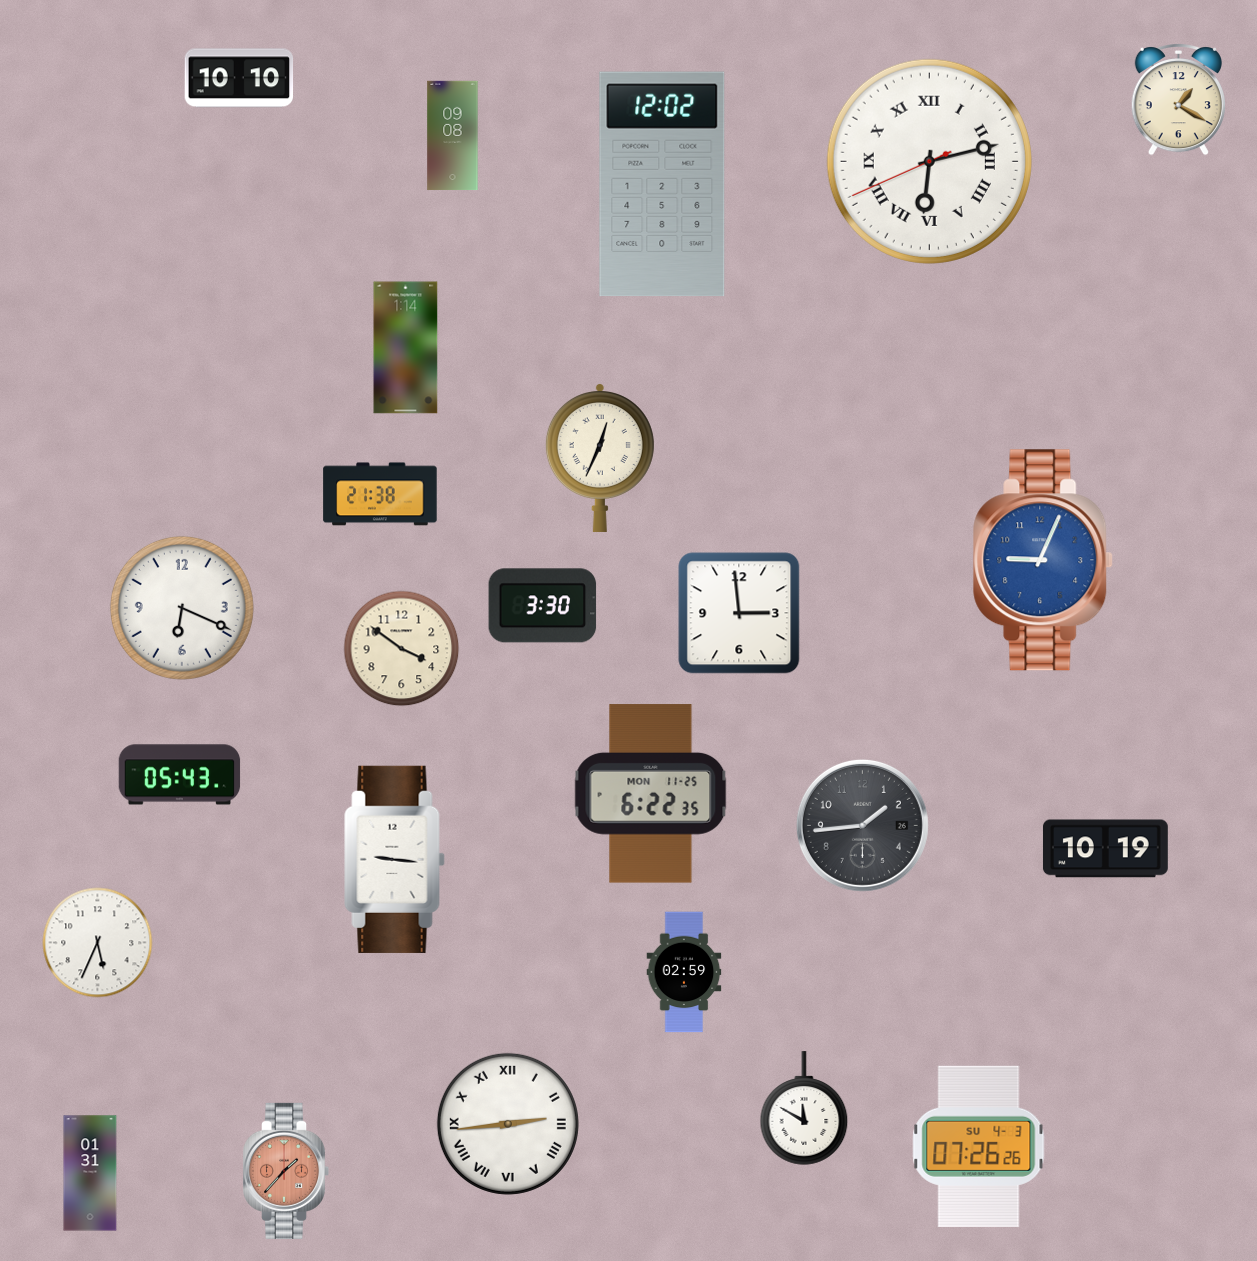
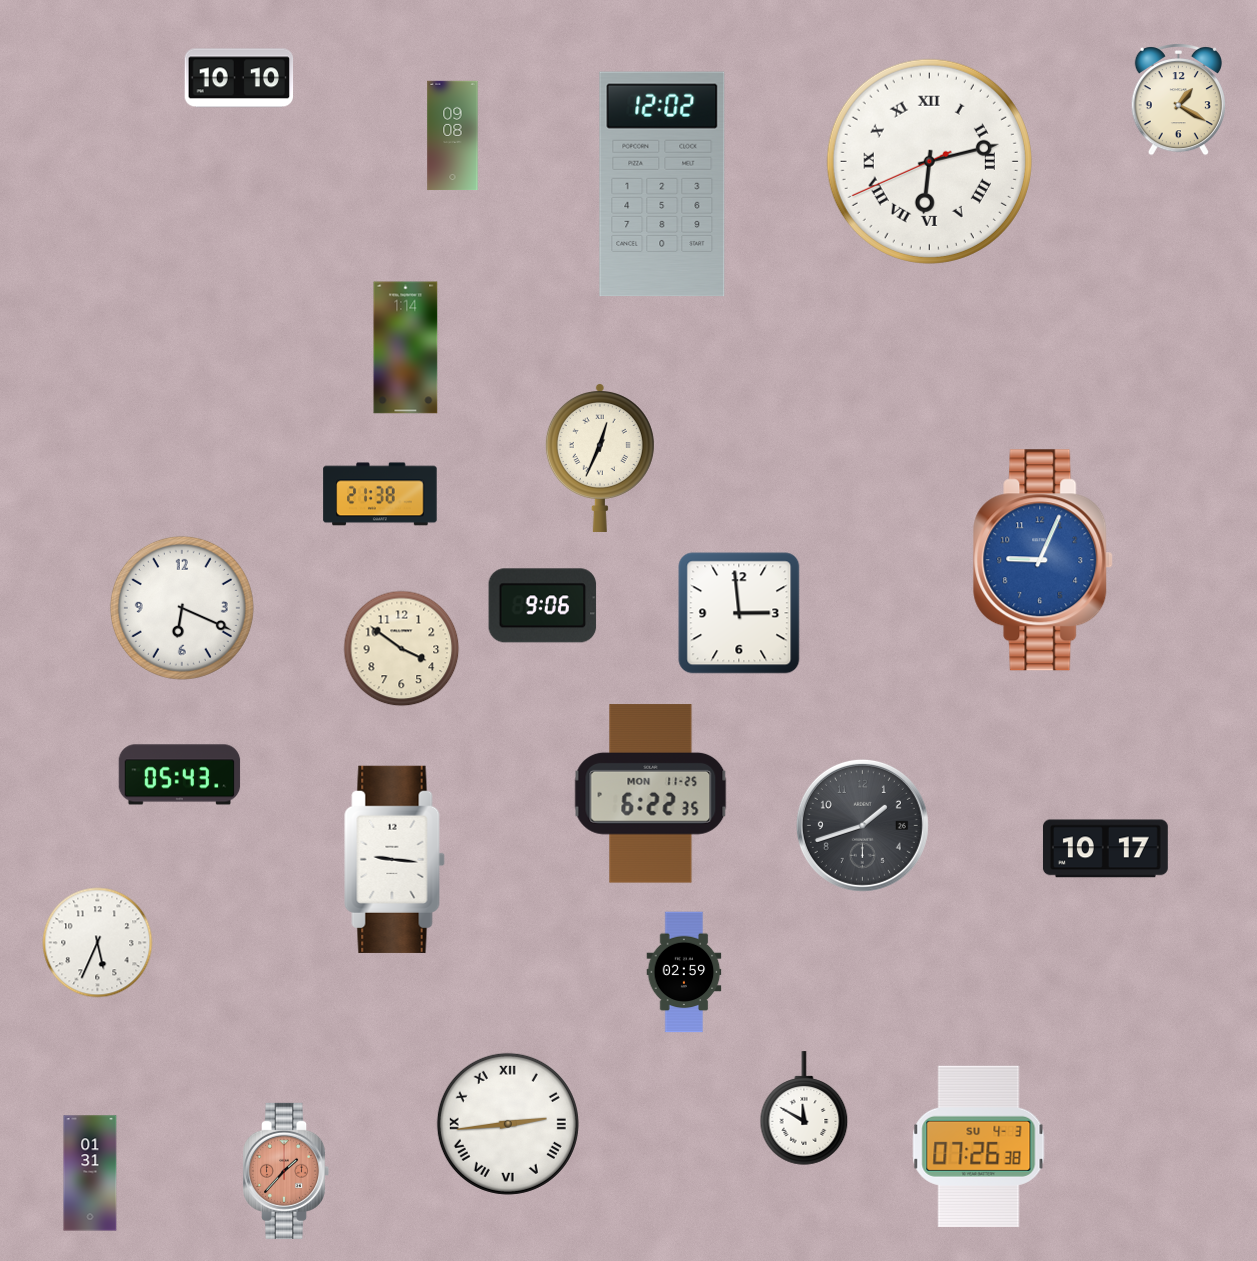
clock at (543, 606): 3:30 -> 9:06
clock at (862, 825): 1:44 -> 1:42
clock at (1105, 849): 10:19 -> 10:17
clock at (979, 1146): 07:26:26 -> 07:26:38
